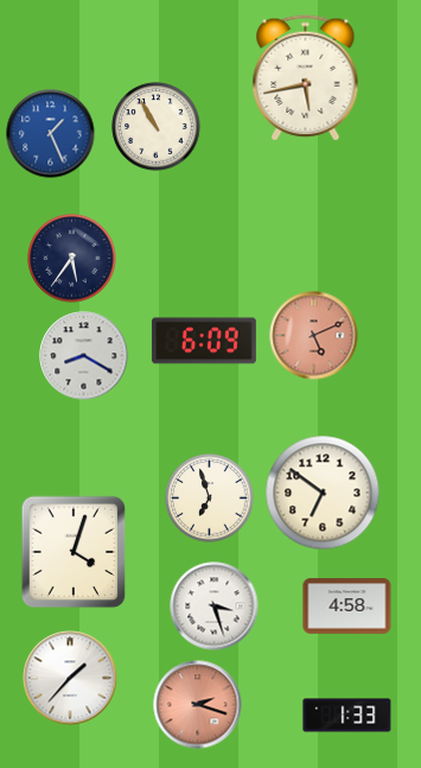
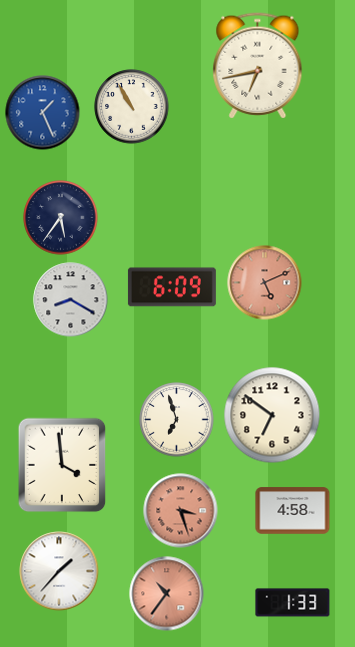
clock at (306, 78): 5:43 -> 6:43
clock at (74, 552): 4:03 -> 3:59
clock at (215, 607) dial: white -> salmon
clock at (198, 705): 2:18 -> 10:36
